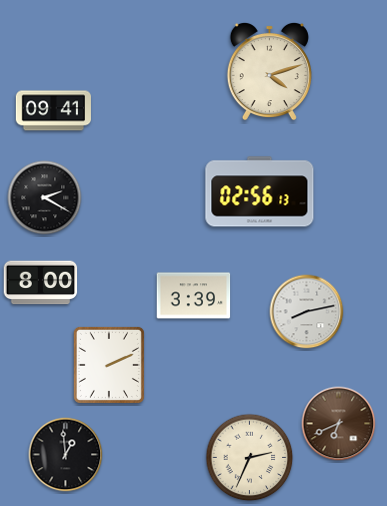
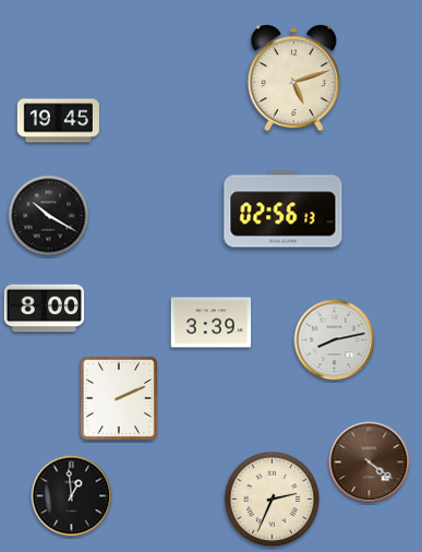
clock at (269, 71): 4:12 -> 5:12
clock at (53, 111): 09:41 -> 19:45
clock at (45, 198): 2:20 -> 10:20
clock at (339, 424): 6:41 -> 4:21
